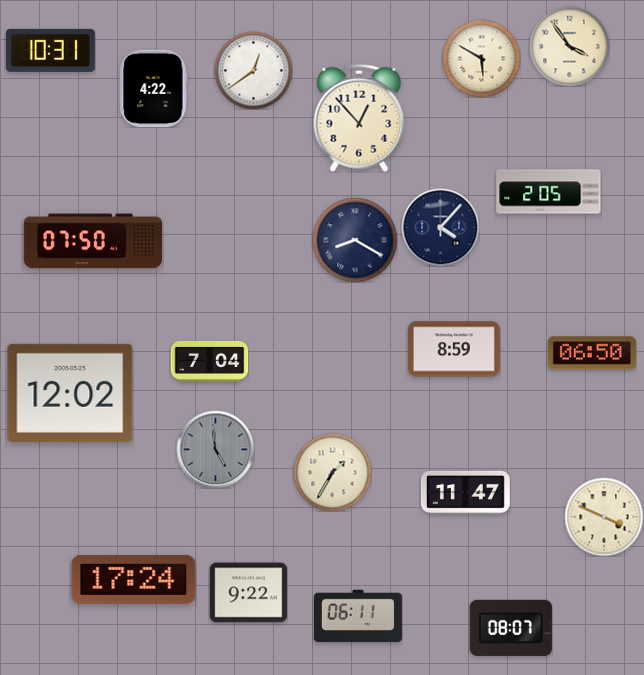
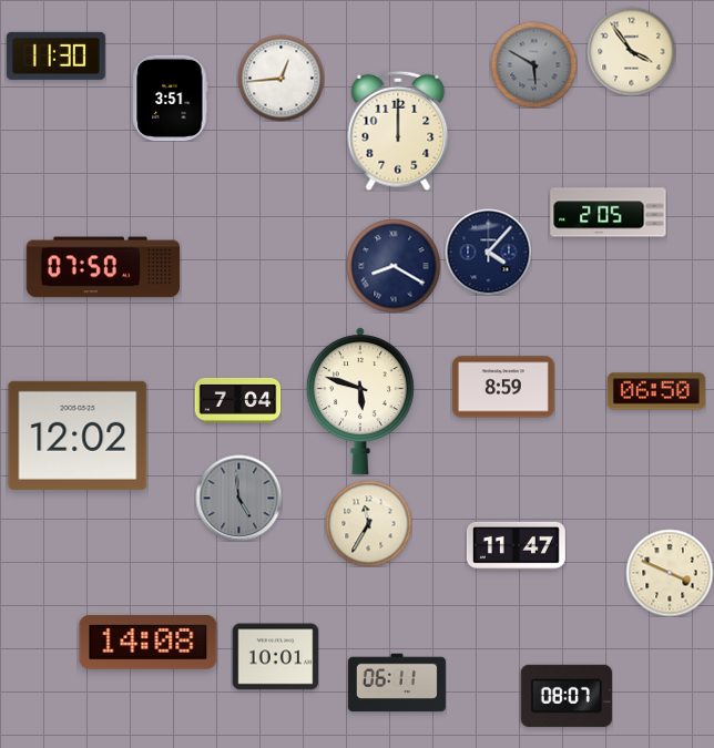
clock at (50, 50): 10:31 -> 11:30
clock at (481, 58) dial: cream -> grey
clock at (253, 70): 12:39 -> 12:44
clock at (154, 88): 4:22 -> 3:51
clock at (359, 118): 12:53 -> 12:00
clock at (209, 361) position: (209, 361) -> (237, 400)
clock at (360, 401): none -> 5:48
clock at (332, 472): 1:35 -> 11:35
clock at (134, 579): 17:24 -> 14:08
clock at (248, 593): 9:22 -> 10:01
